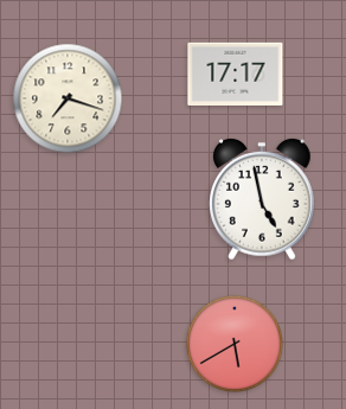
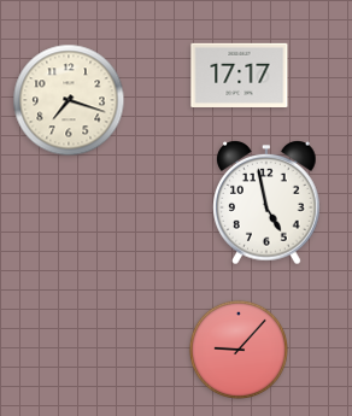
clock at (235, 344): 5:40 -> 9:07
